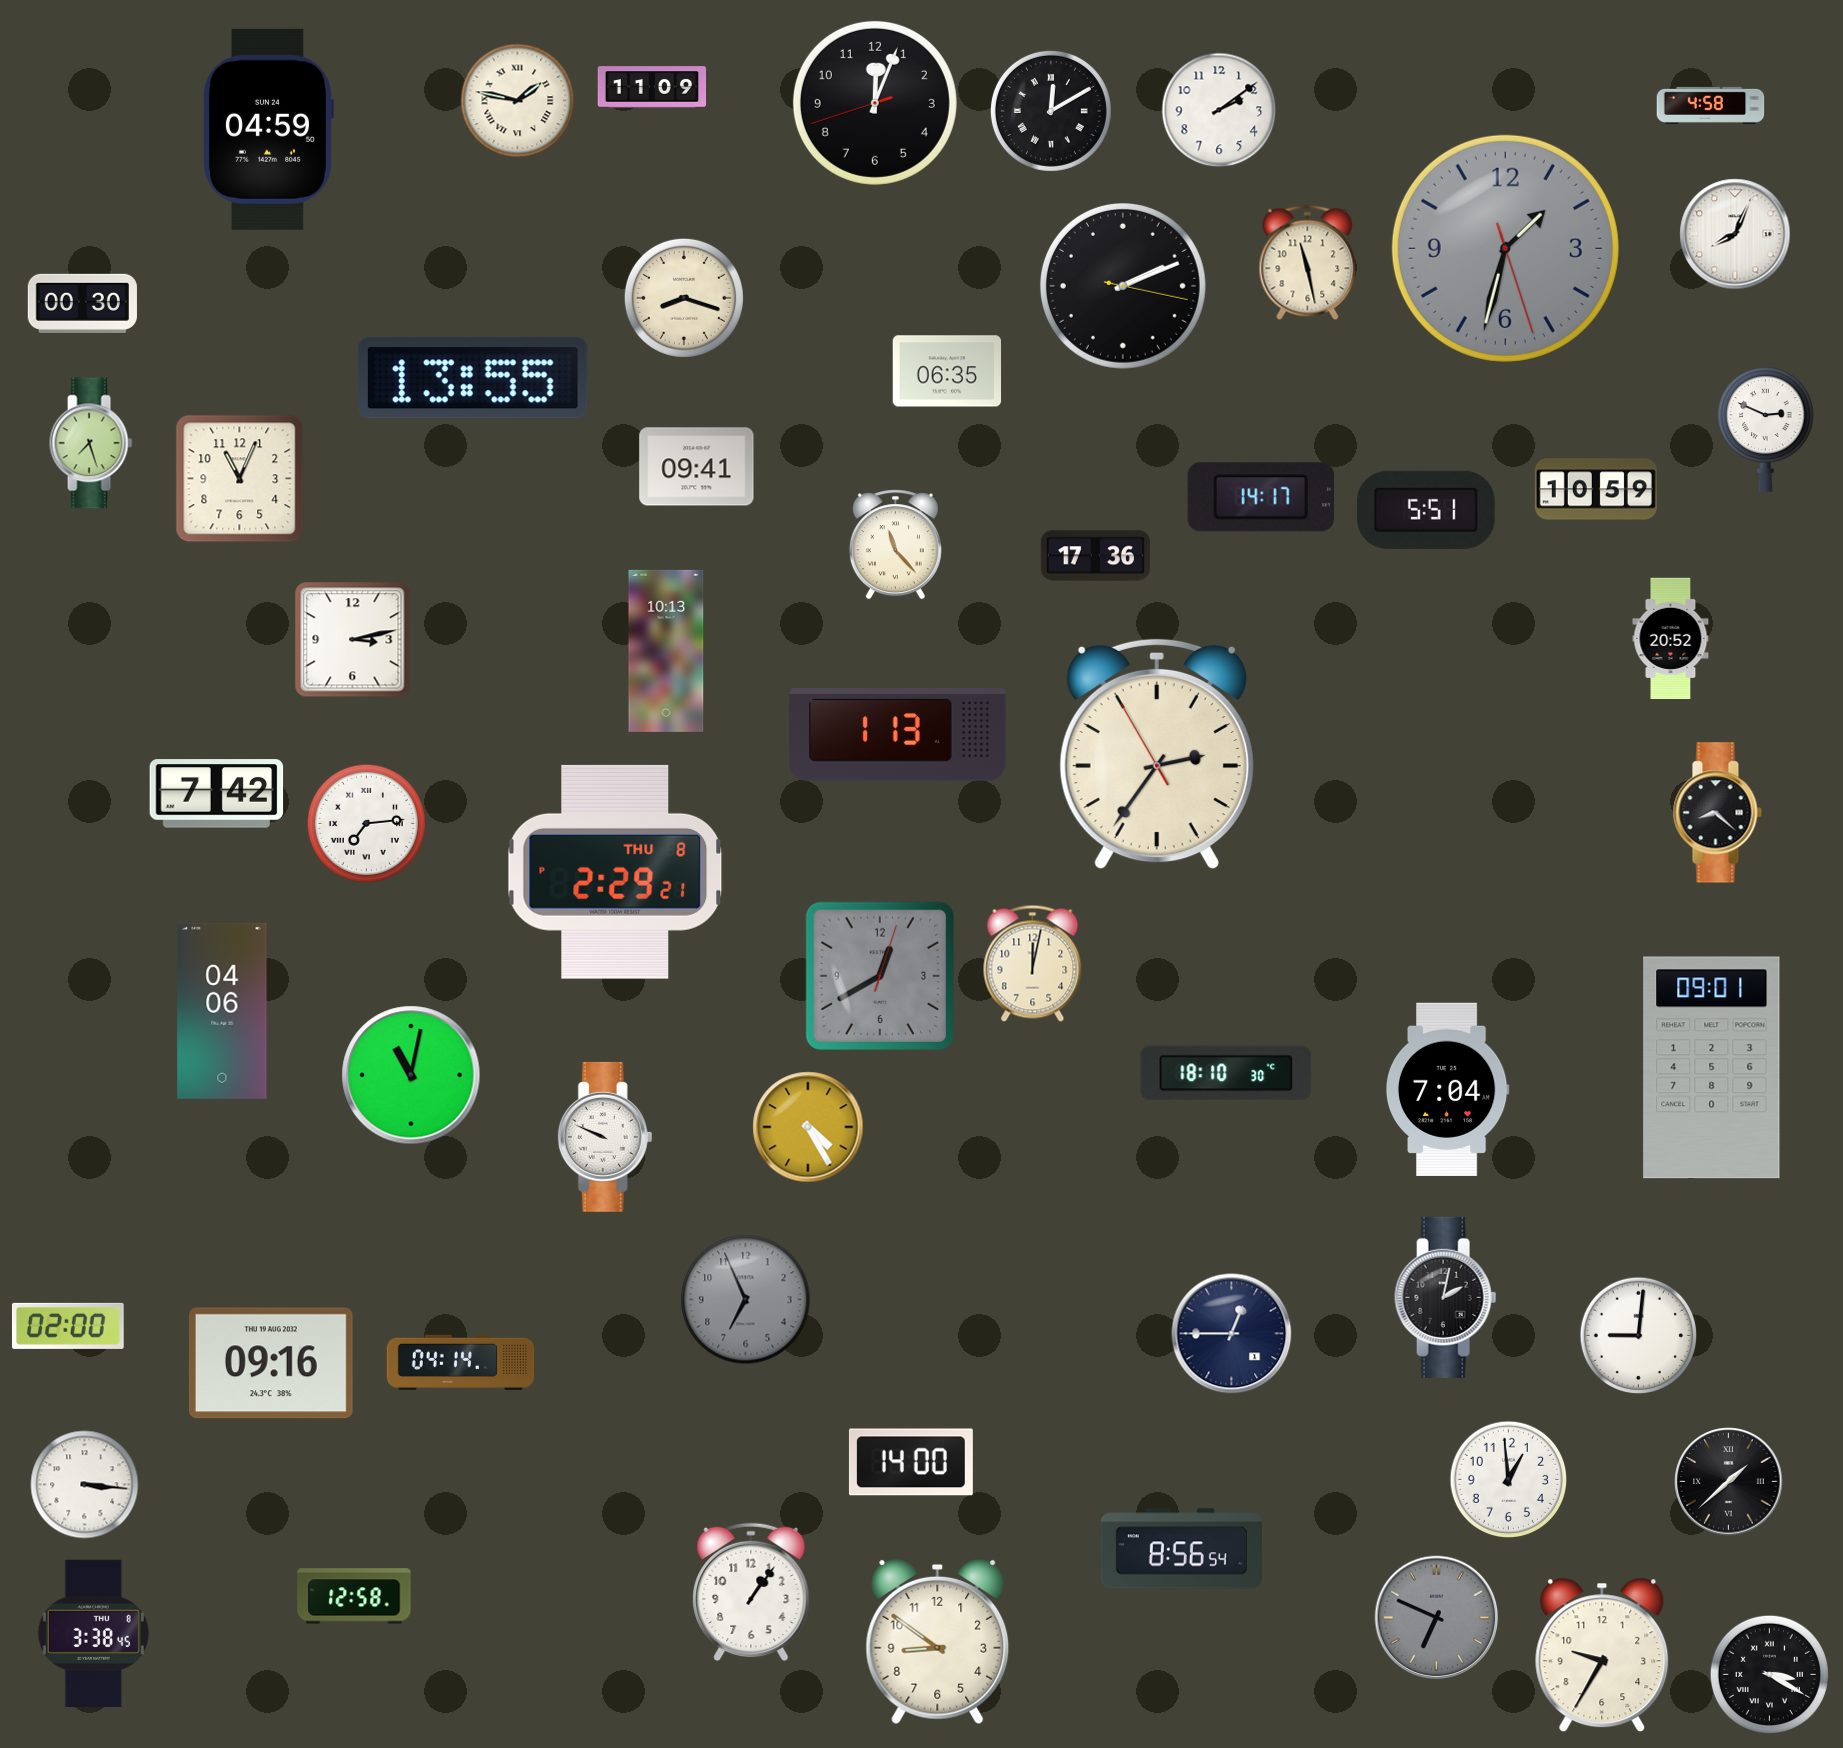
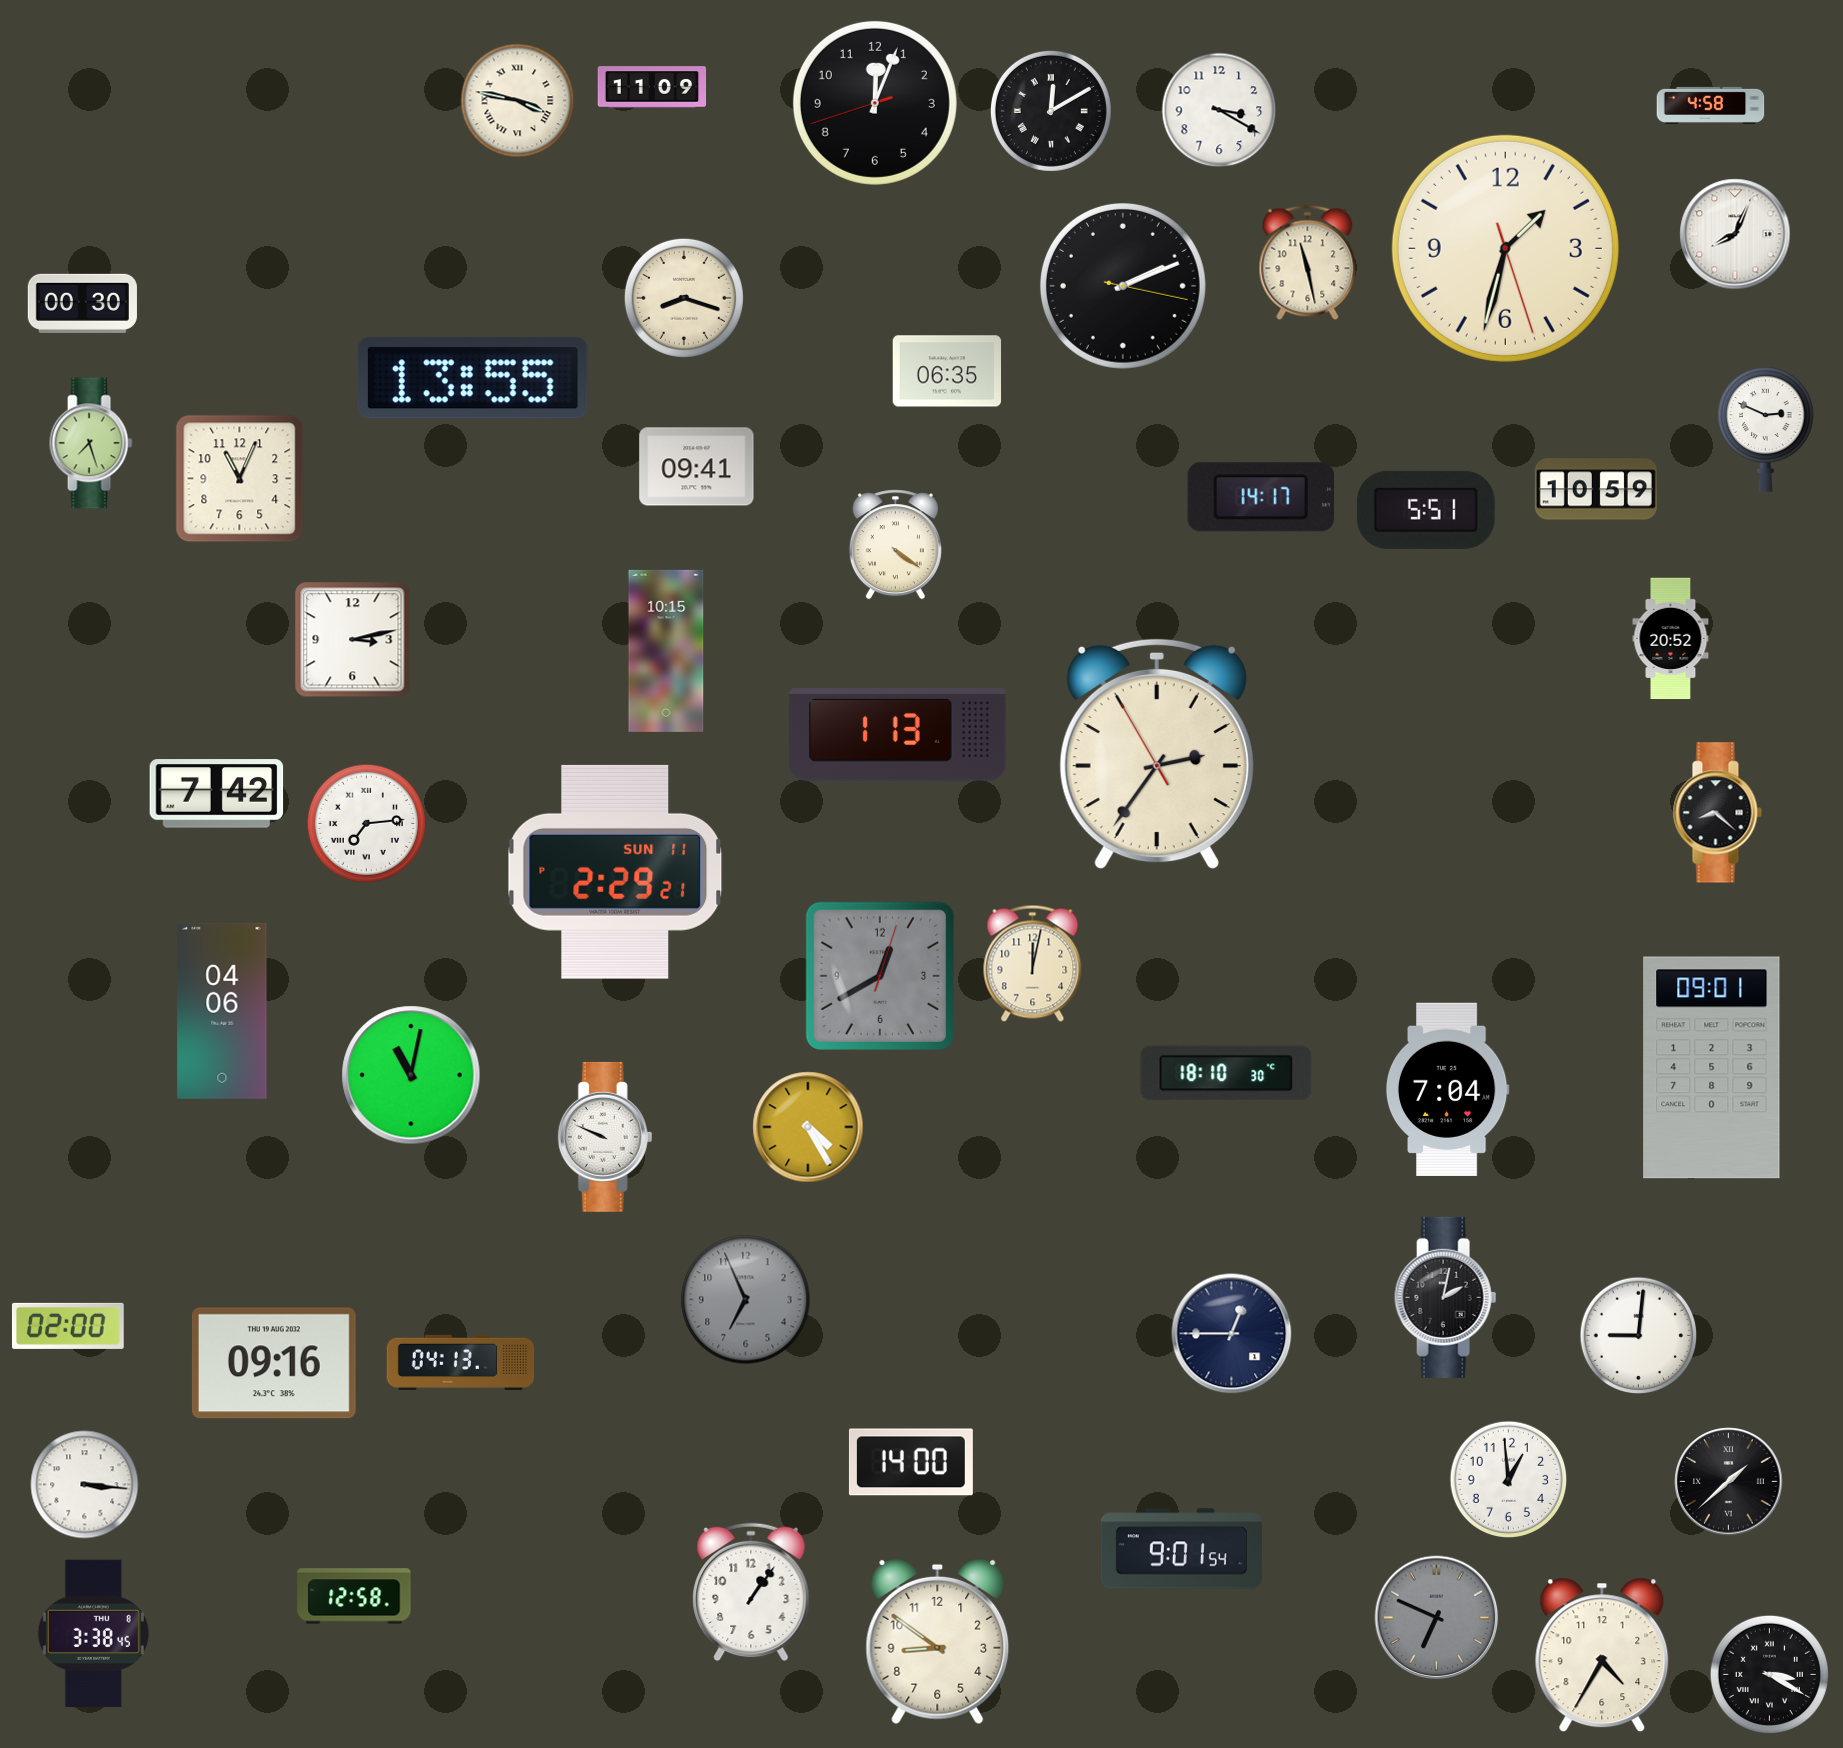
clock at (518, 101): 1:47 -> 3:47
clock at (1219, 110): 2:09 -> 3:20
clock at (268, 129): 04:59 -> none
clock at (1505, 248) dial: grey -> cream
clock at (895, 545): 11:23 -> 4:21
clock at (1095, 556): 17:36 -> none
clock at (666, 651): 10:13 -> 10:15
clock at (615, 872) date: THU 8 -> SUN 11
clock at (461, 1362): 04:14 -> 04:13
clock at (271, 1363) position: (271, 1363) -> (274, 1363)
clock at (1181, 1549): 8:56 -> 9:01
clock at (1602, 1655): 9:35 -> 4:35
